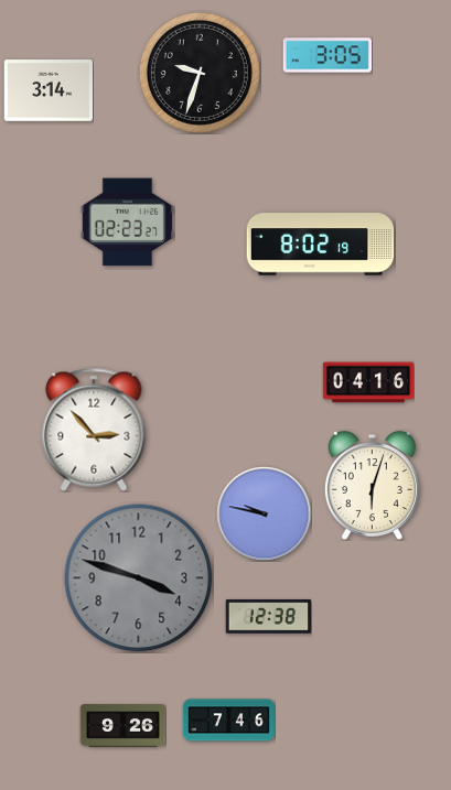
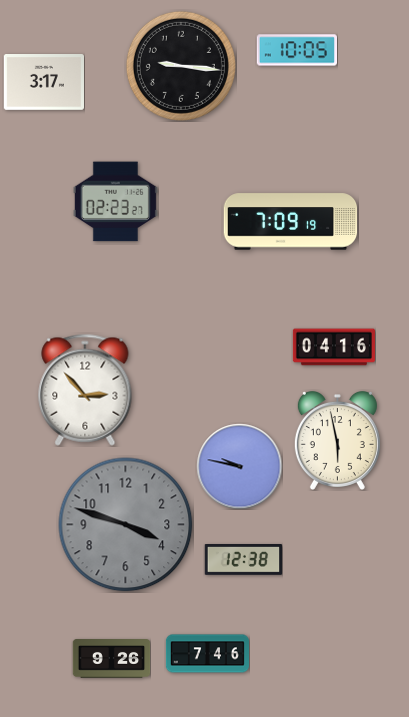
clock at (326, 55): 3:05 -> 10:05
clock at (200, 73): 9:33 -> 9:16
clock at (47, 91): 3:14 -> 3:17
clock at (321, 245): 8:02 -> 7:09
clock at (372, 485): 6:03 -> 5:58
